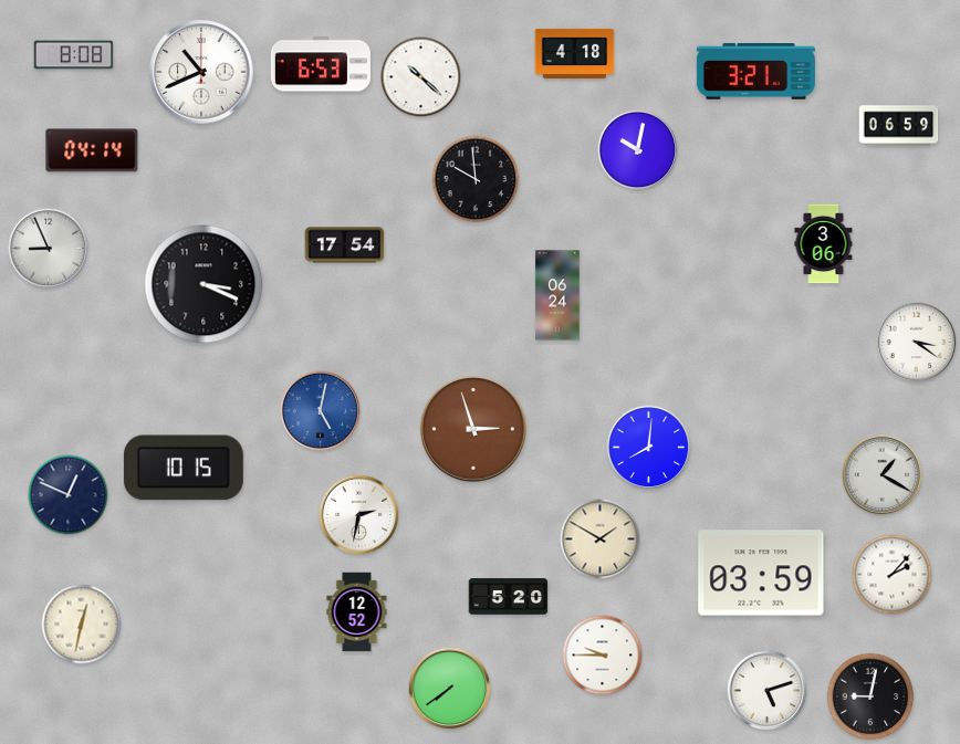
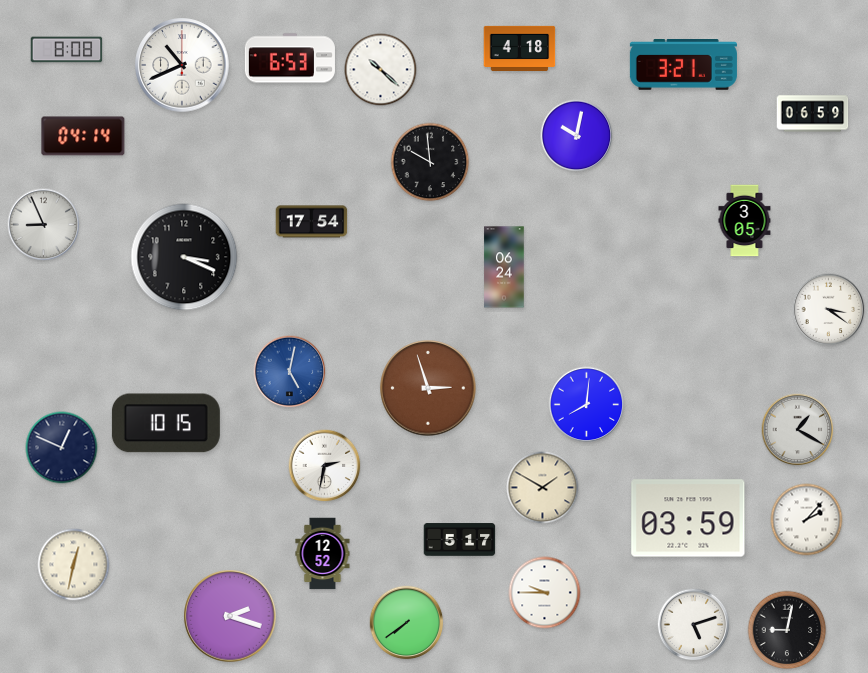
clock at (824, 244): 3:06 -> 3:05
clock at (509, 597): 5:20 -> 5:17
clock at (230, 616): none -> 2:18
